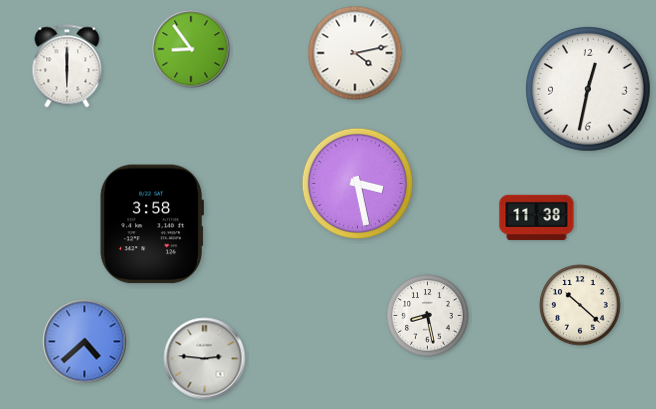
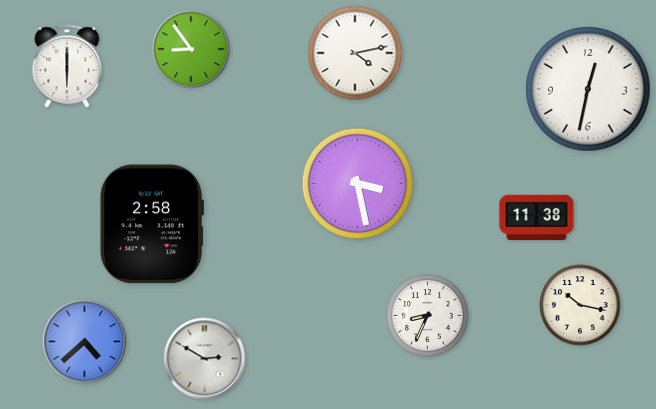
clock at (152, 224): 3:58 -> 2:58
clock at (580, 305): 10:22 -> 10:17
clock at (428, 316): 8:28 -> 8:34
clock at (205, 359): 2:46 -> 2:50
